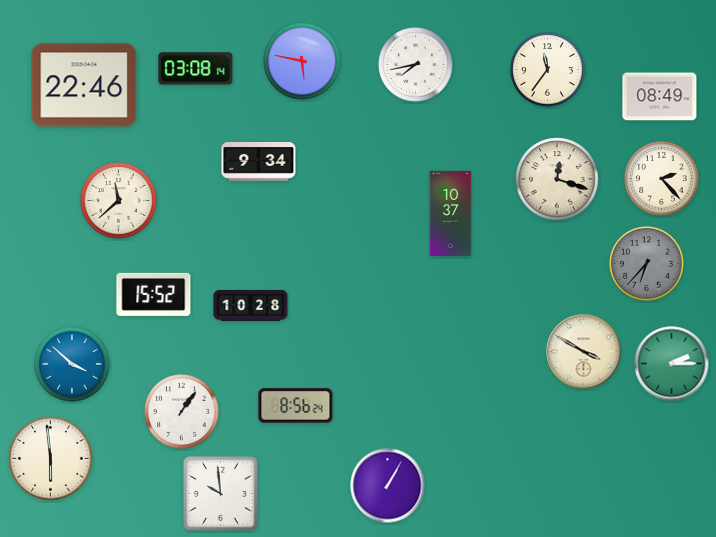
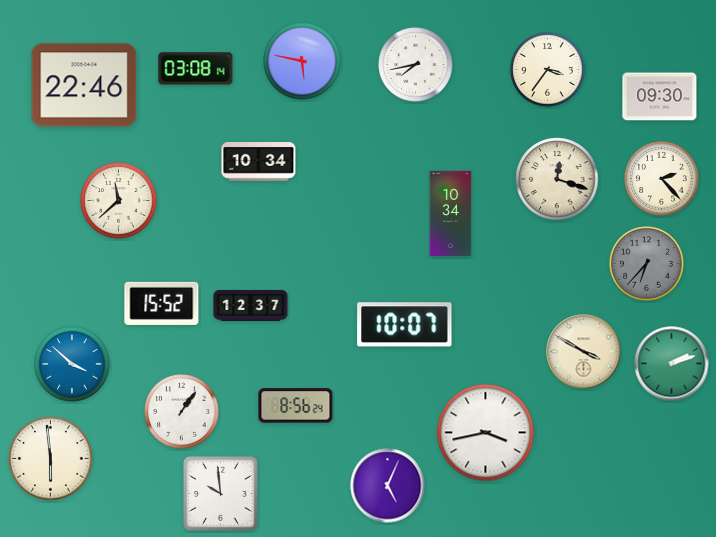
clock at (548, 70): 11:36 -> 3:36
clock at (660, 97): 08:49 -> 09:30
clock at (259, 162): 9:34 -> 10:34
clock at (451, 214): 10:37 -> 10:34
clock at (154, 294) position: (154, 294) -> (162, 303)
clock at (251, 305): 10:28 -> 12:37
clock at (405, 325): none -> 10:07
clock at (672, 364): 2:15 -> 2:12
clock at (486, 433): none -> 3:43
clock at (388, 486): 1:05 -> 5:04
